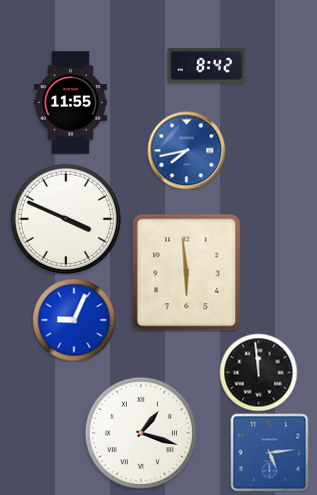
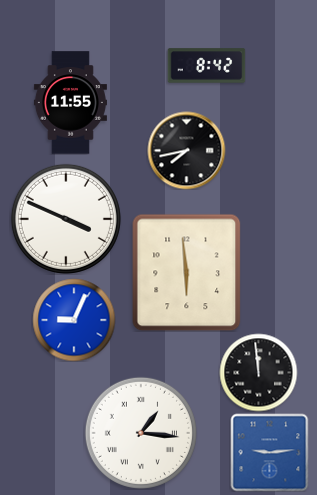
clock at (186, 150) dial: blue -> black
clock at (141, 433): 1:18 -> 1:16
clock at (269, 452): 5:14 -> 9:14
